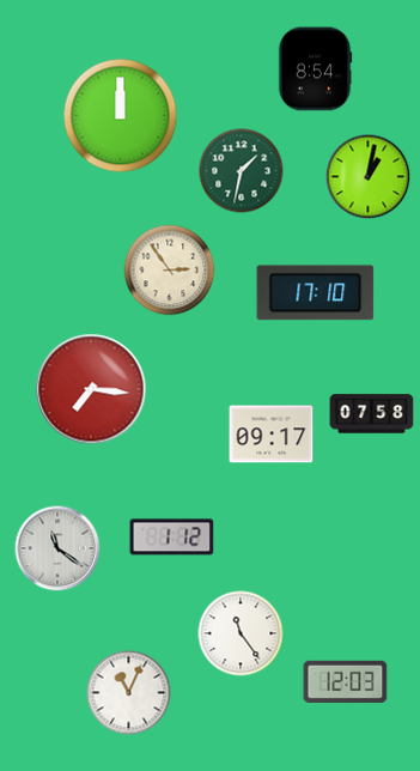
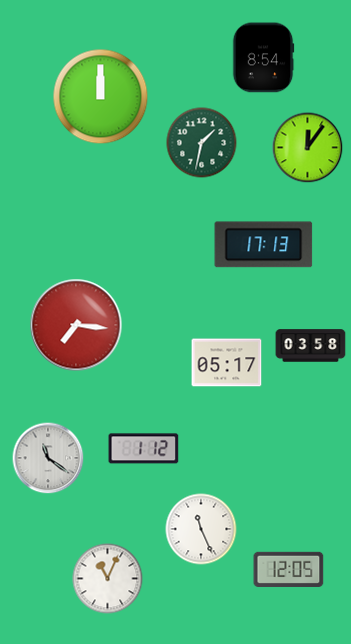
clock at (369, 177): 1:02 -> 12:06
clock at (170, 271): 2:54 -> none
clock at (316, 293): 17:10 -> 17:13
clock at (372, 414): 07:58 -> 03:58
clock at (272, 435): 09:17 -> 05:17
clock at (241, 633): 11:24 -> 11:26
clock at (346, 681): 12:03 -> 12:05
